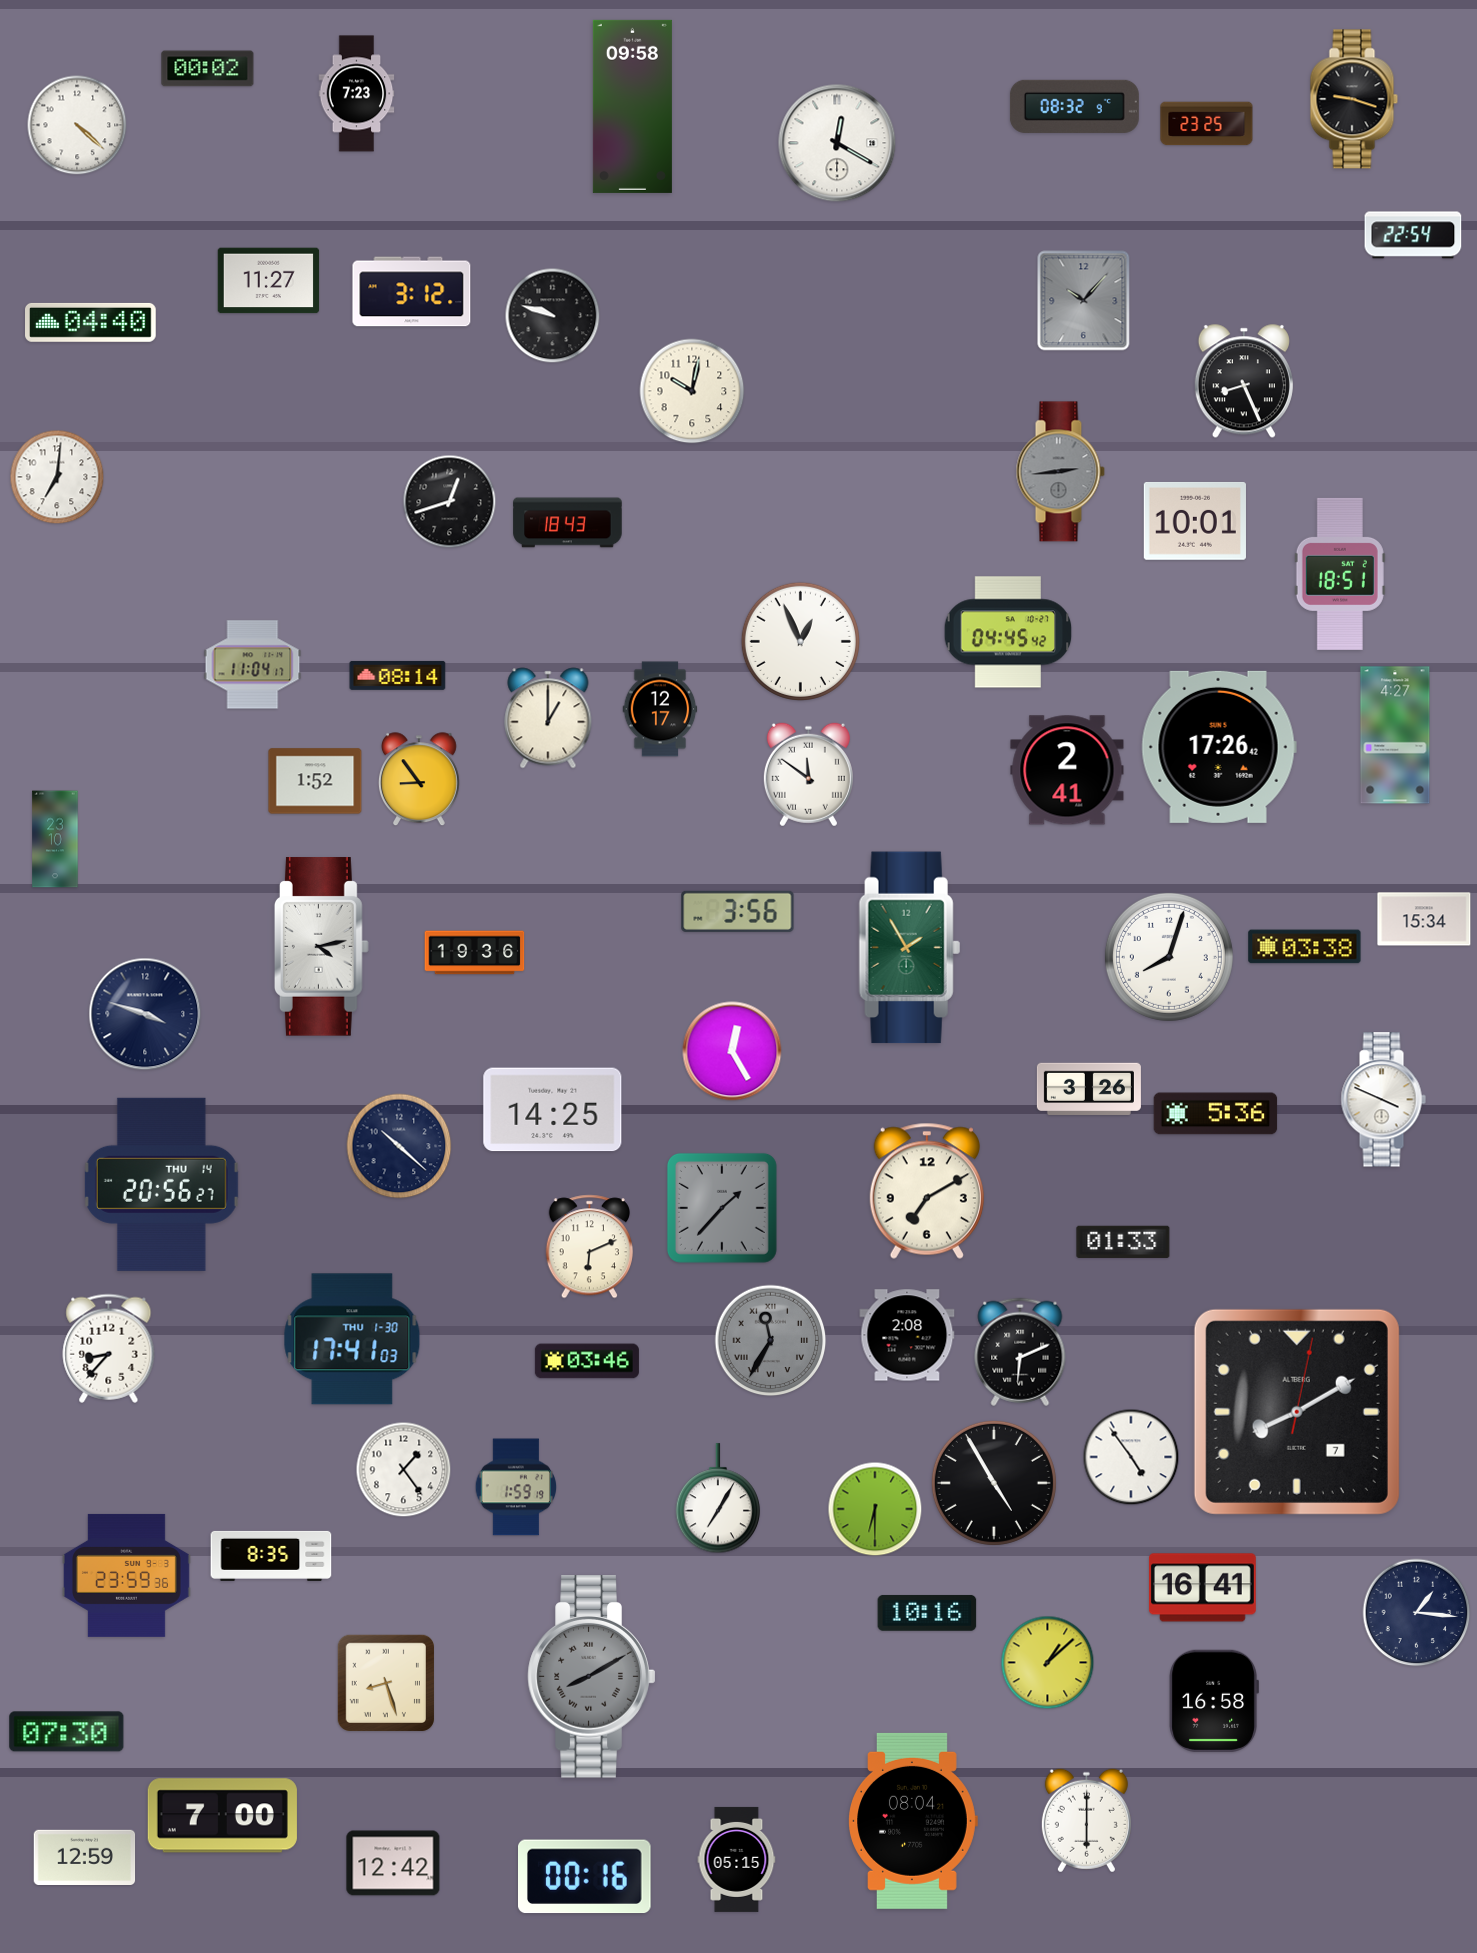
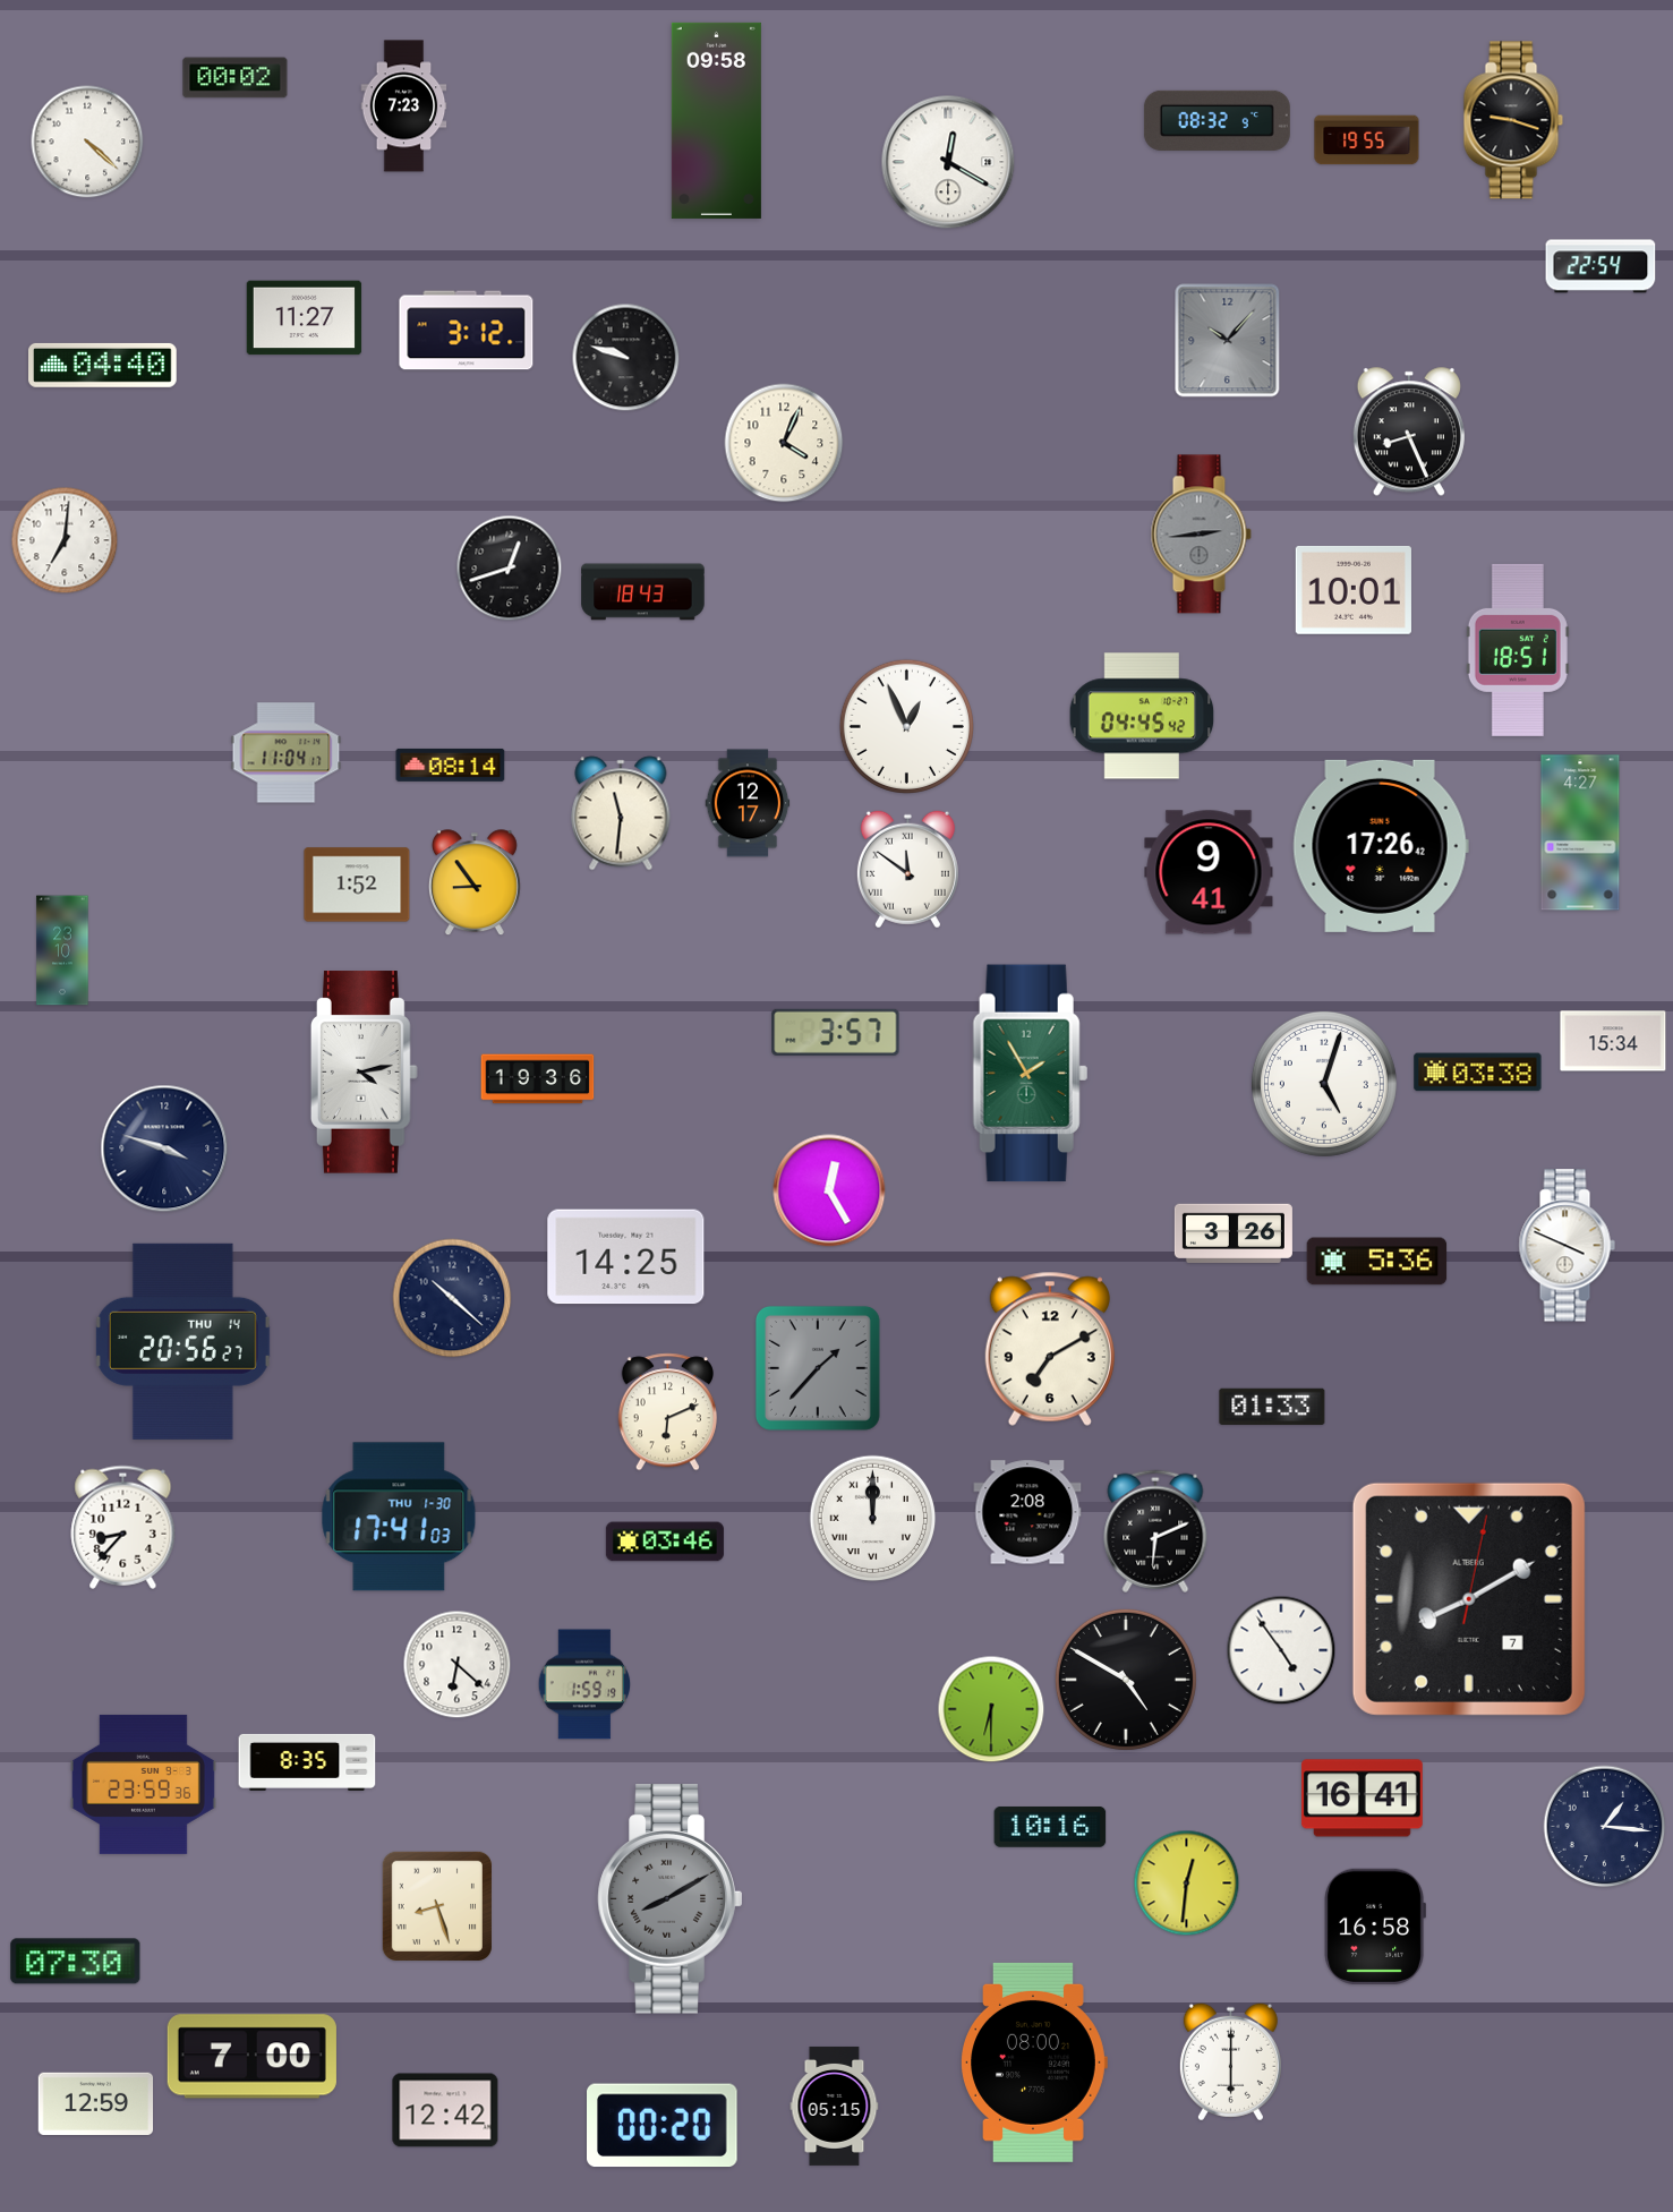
clock at (1354, 99) position: (1354, 99) -> (1513, 120)
clock at (1207, 124): 23:25 -> 19:55
clock at (692, 391): 10:02 -> 4:04
clock at (548, 718): 1:00 -> 11:31
clock at (1067, 770): 2:41 -> 9:41
clock at (808, 775) position: (808, 775) -> (907, 870)
clock at (738, 911): 3:56 -> 3:57
clock at (1169, 957): 8:03 -> 5:03
clock at (771, 1341): 11:35 -> 12:00
clock at (771, 1341) dial: grey -> white
clock at (404, 1470): 1:24 -> 6:22
clock at (994, 1483): 4:55 -> 4:50
clock at (718, 1499): 7:05 -> none
clock at (1048, 1663): 1:08 -> 12:31
clock at (913, 1821): 08:04 -> 08:00
clock at (585, 1877): 00:16 -> 00:20
